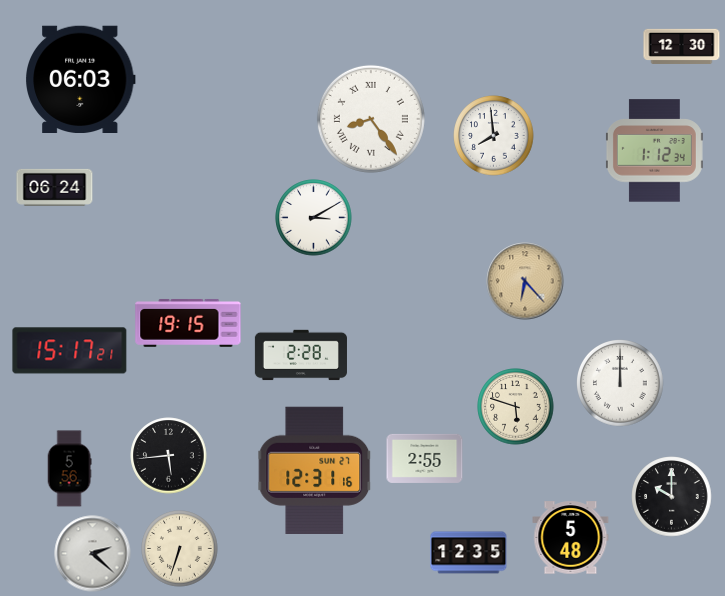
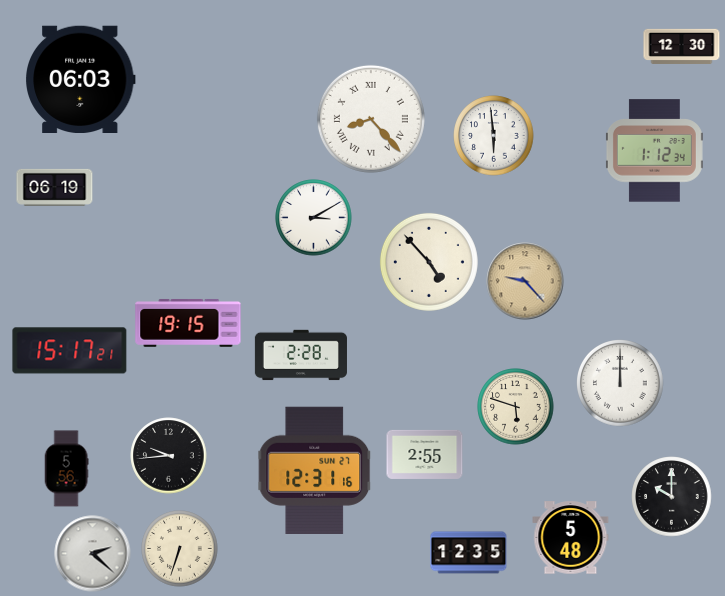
clock at (371, 119): 8:24 -> 8:23
clock at (494, 136): 7:59 -> 5:59
clock at (55, 187): 06:24 -> 06:19
clock at (429, 262): none -> 4:53
clock at (525, 281): 6:23 -> 9:23
clock at (169, 456): 5:44 -> 9:44
clock at (425, 458) position: (425, 458) -> (425, 454)
clock at (69, 469) position: (69, 469) -> (66, 469)
